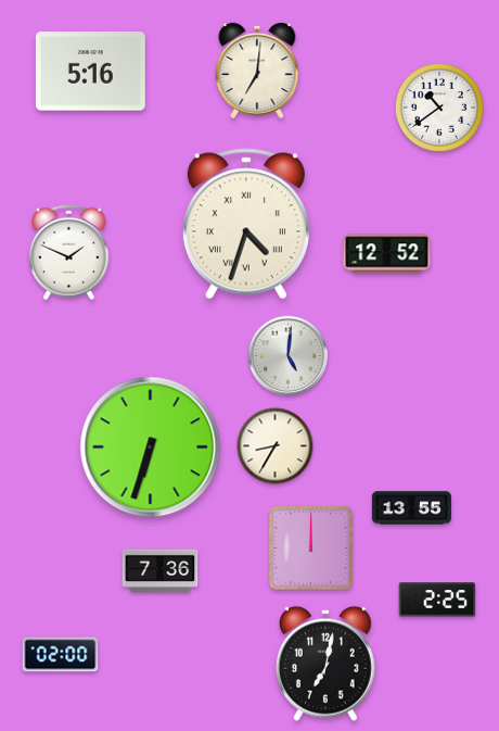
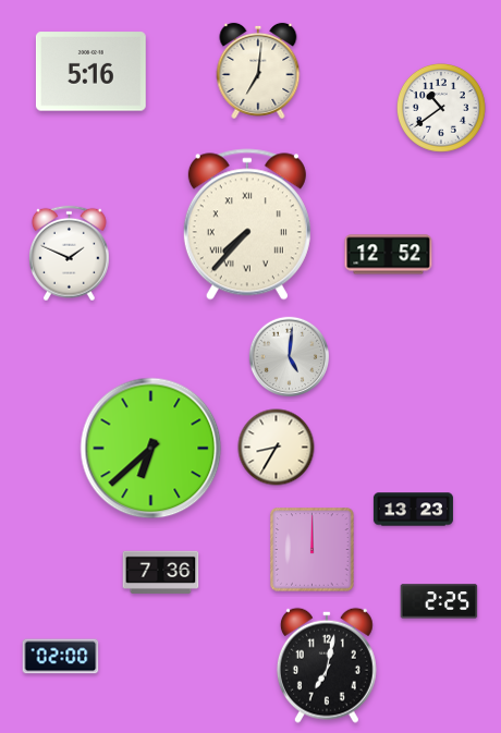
clock at (246, 224): 4:33 -> 7:37
clock at (151, 448): 6:33 -> 6:38
clock at (411, 508): 13:55 -> 13:23
